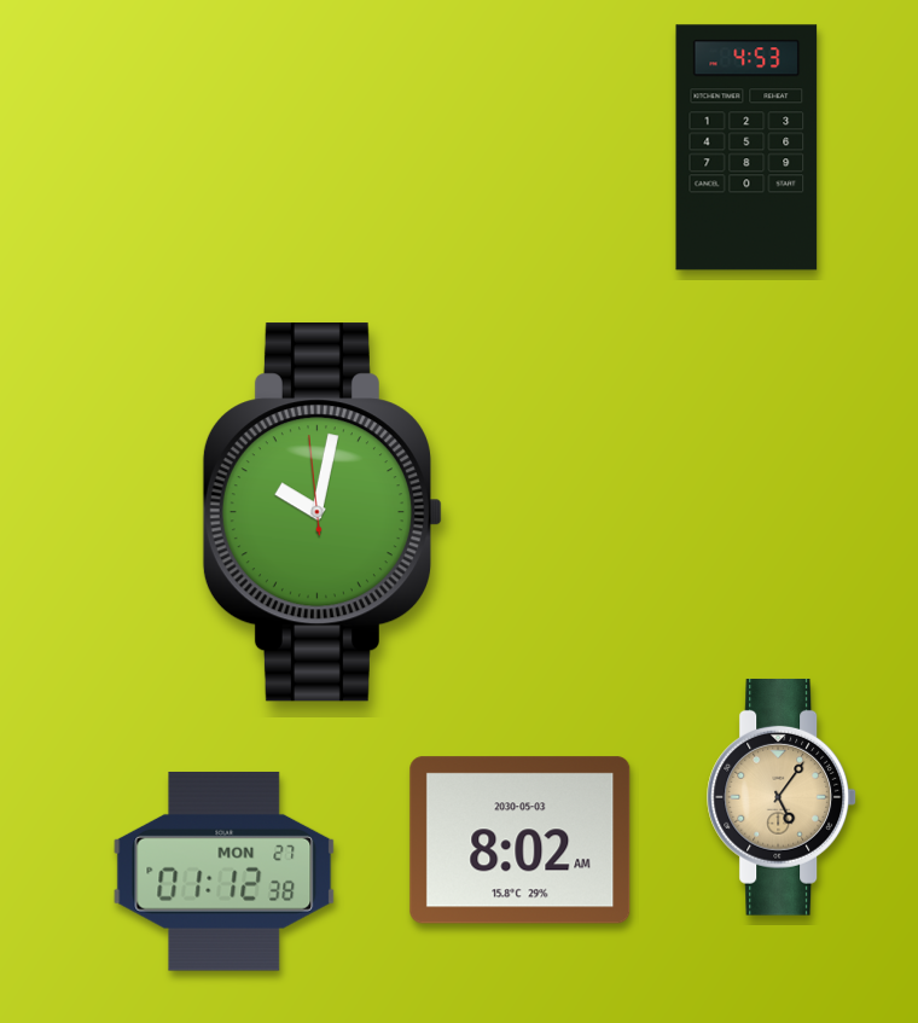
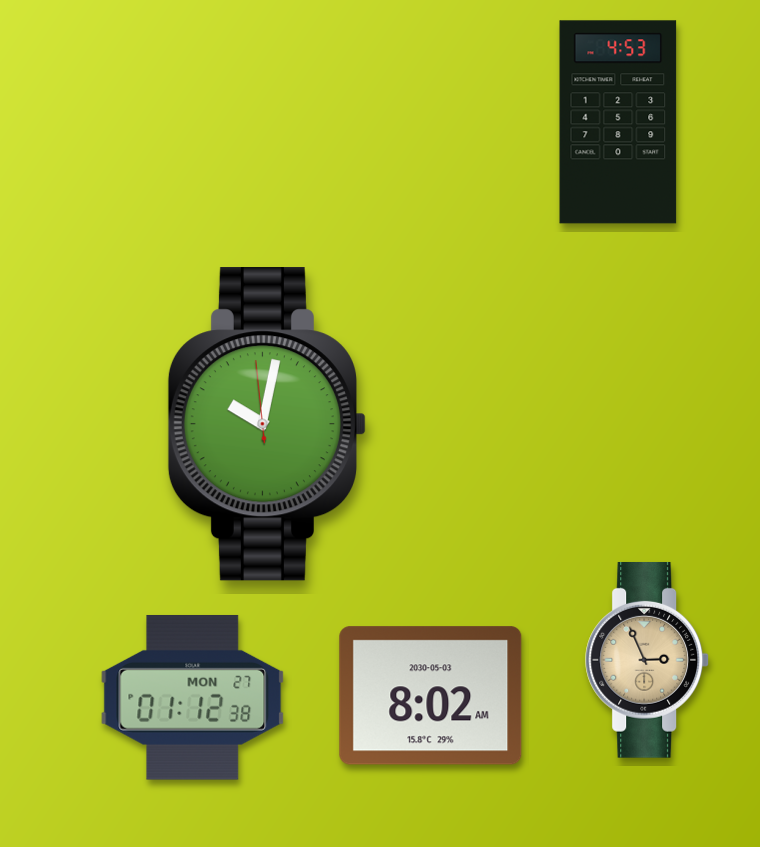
clock at (783, 797): 5:06 -> 2:56
clock at (225, 871) position: (225, 871) -> (193, 697)
